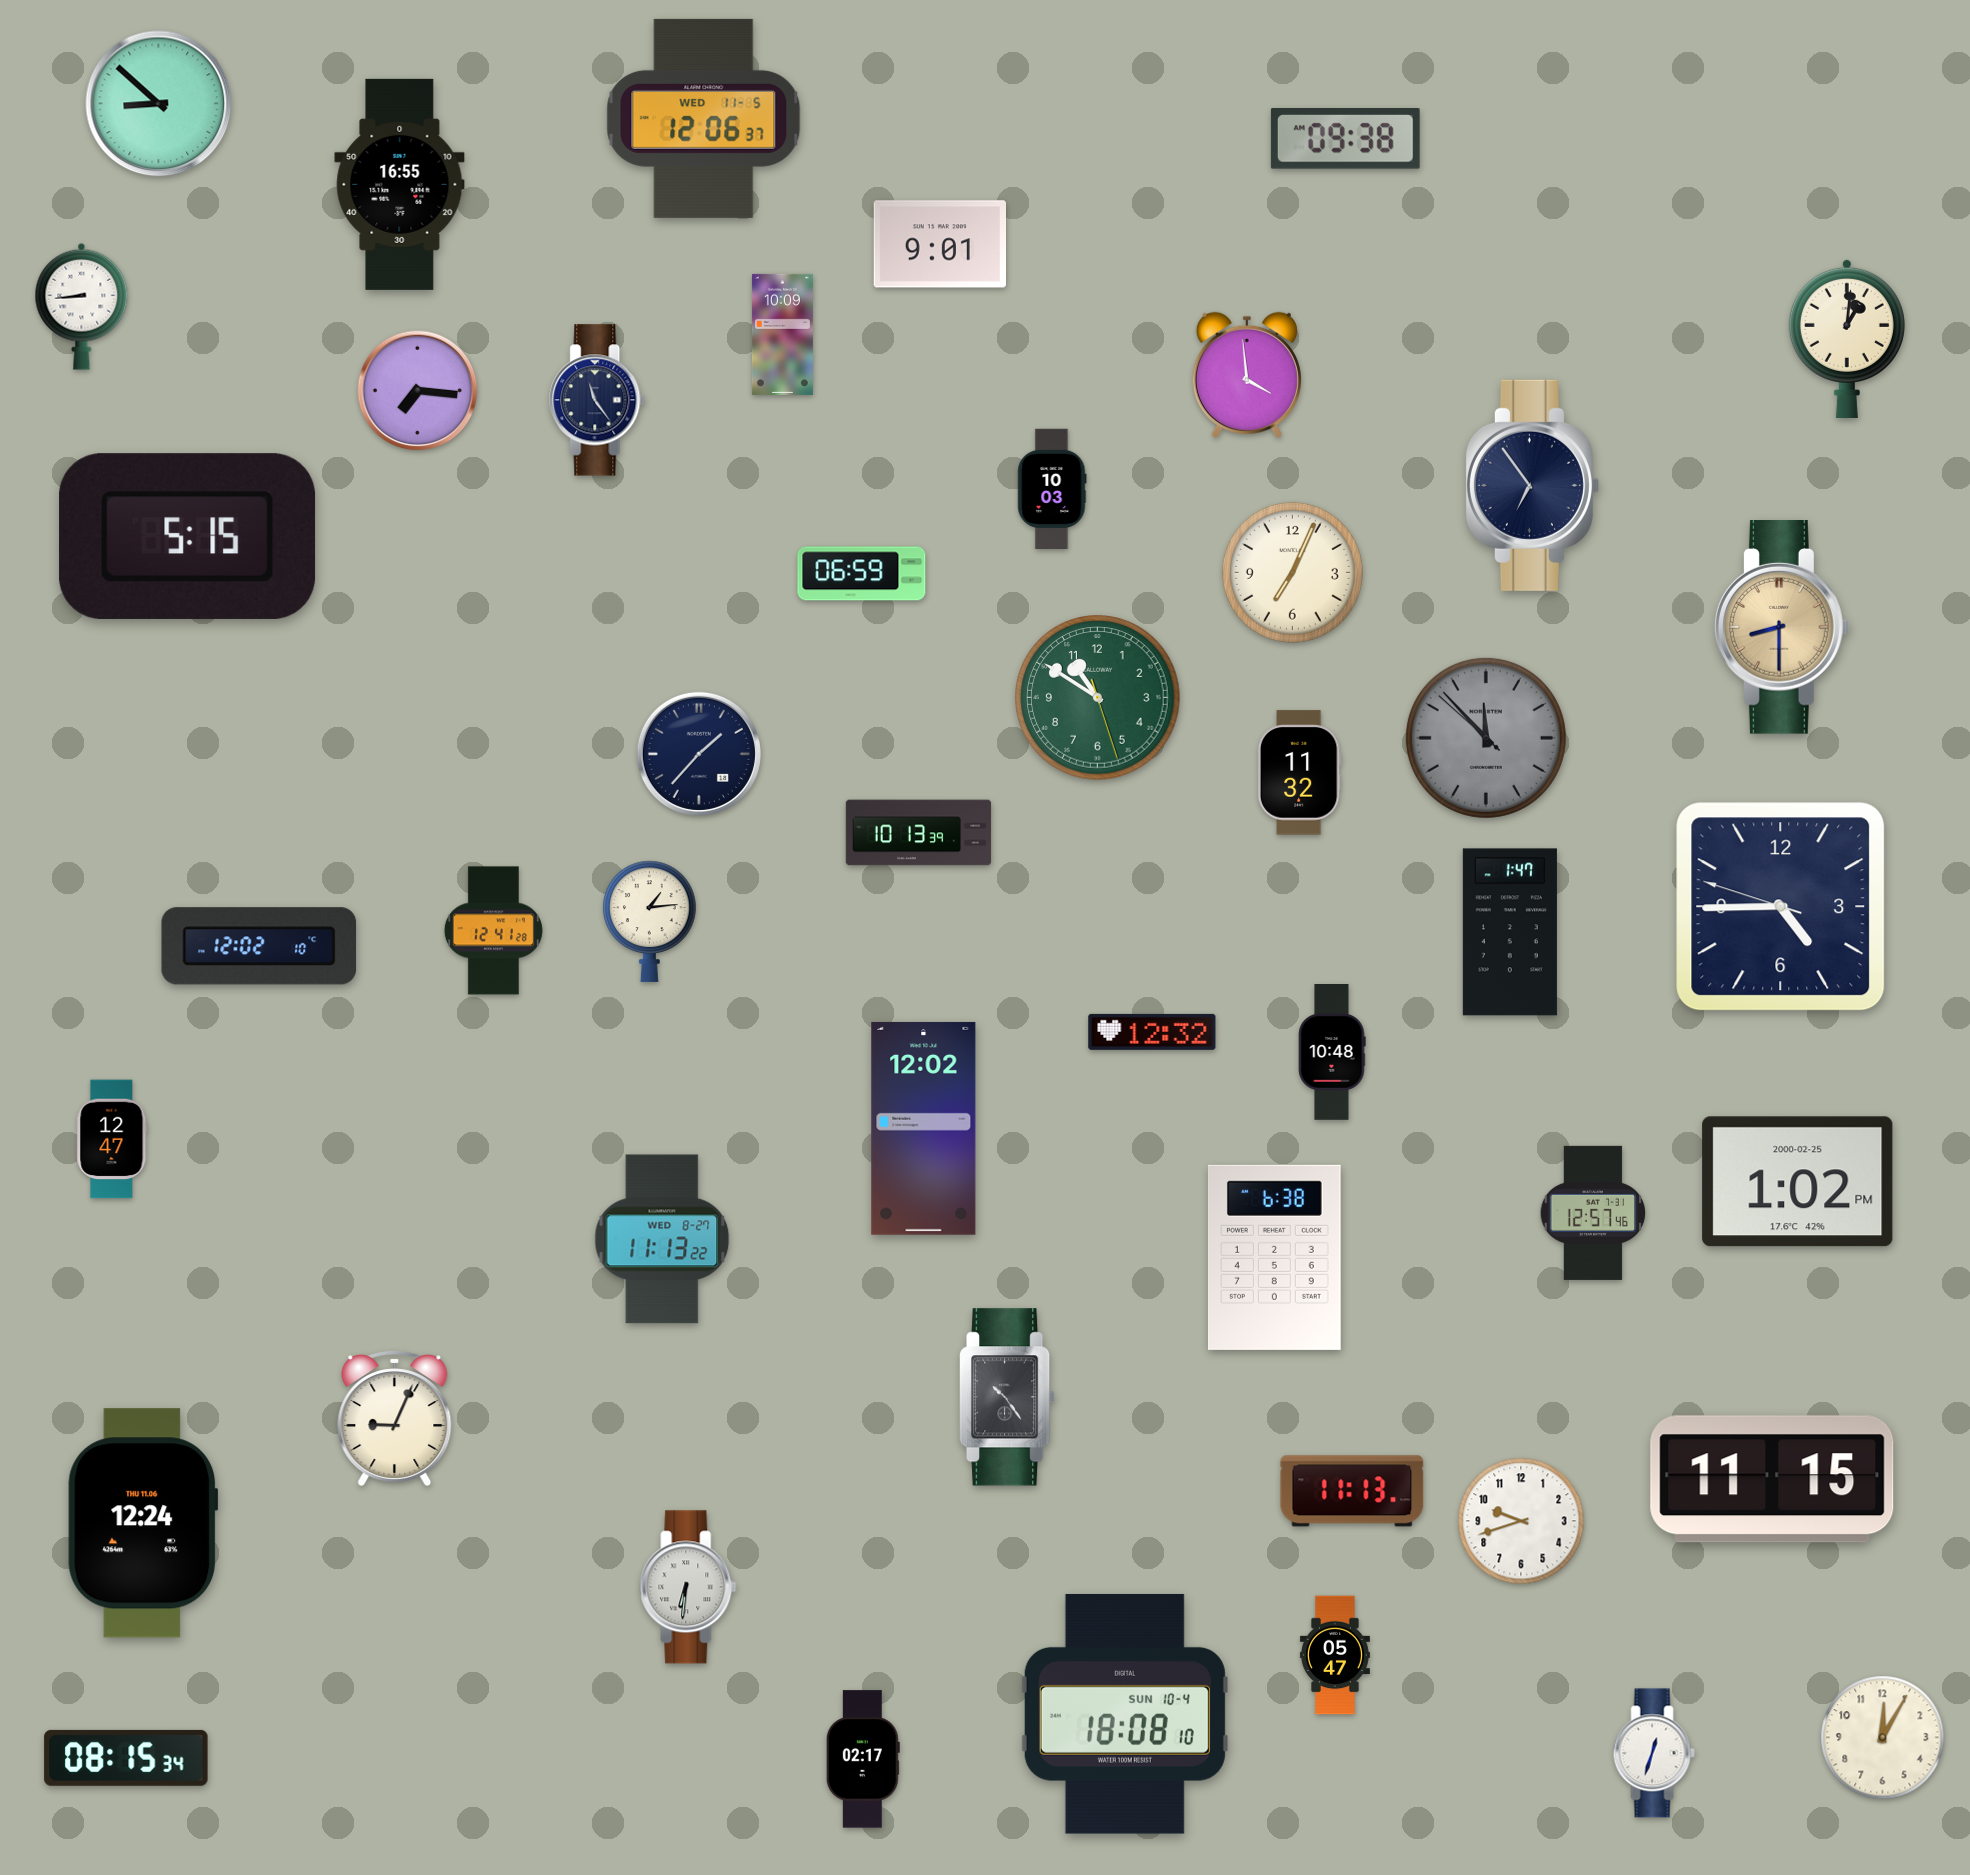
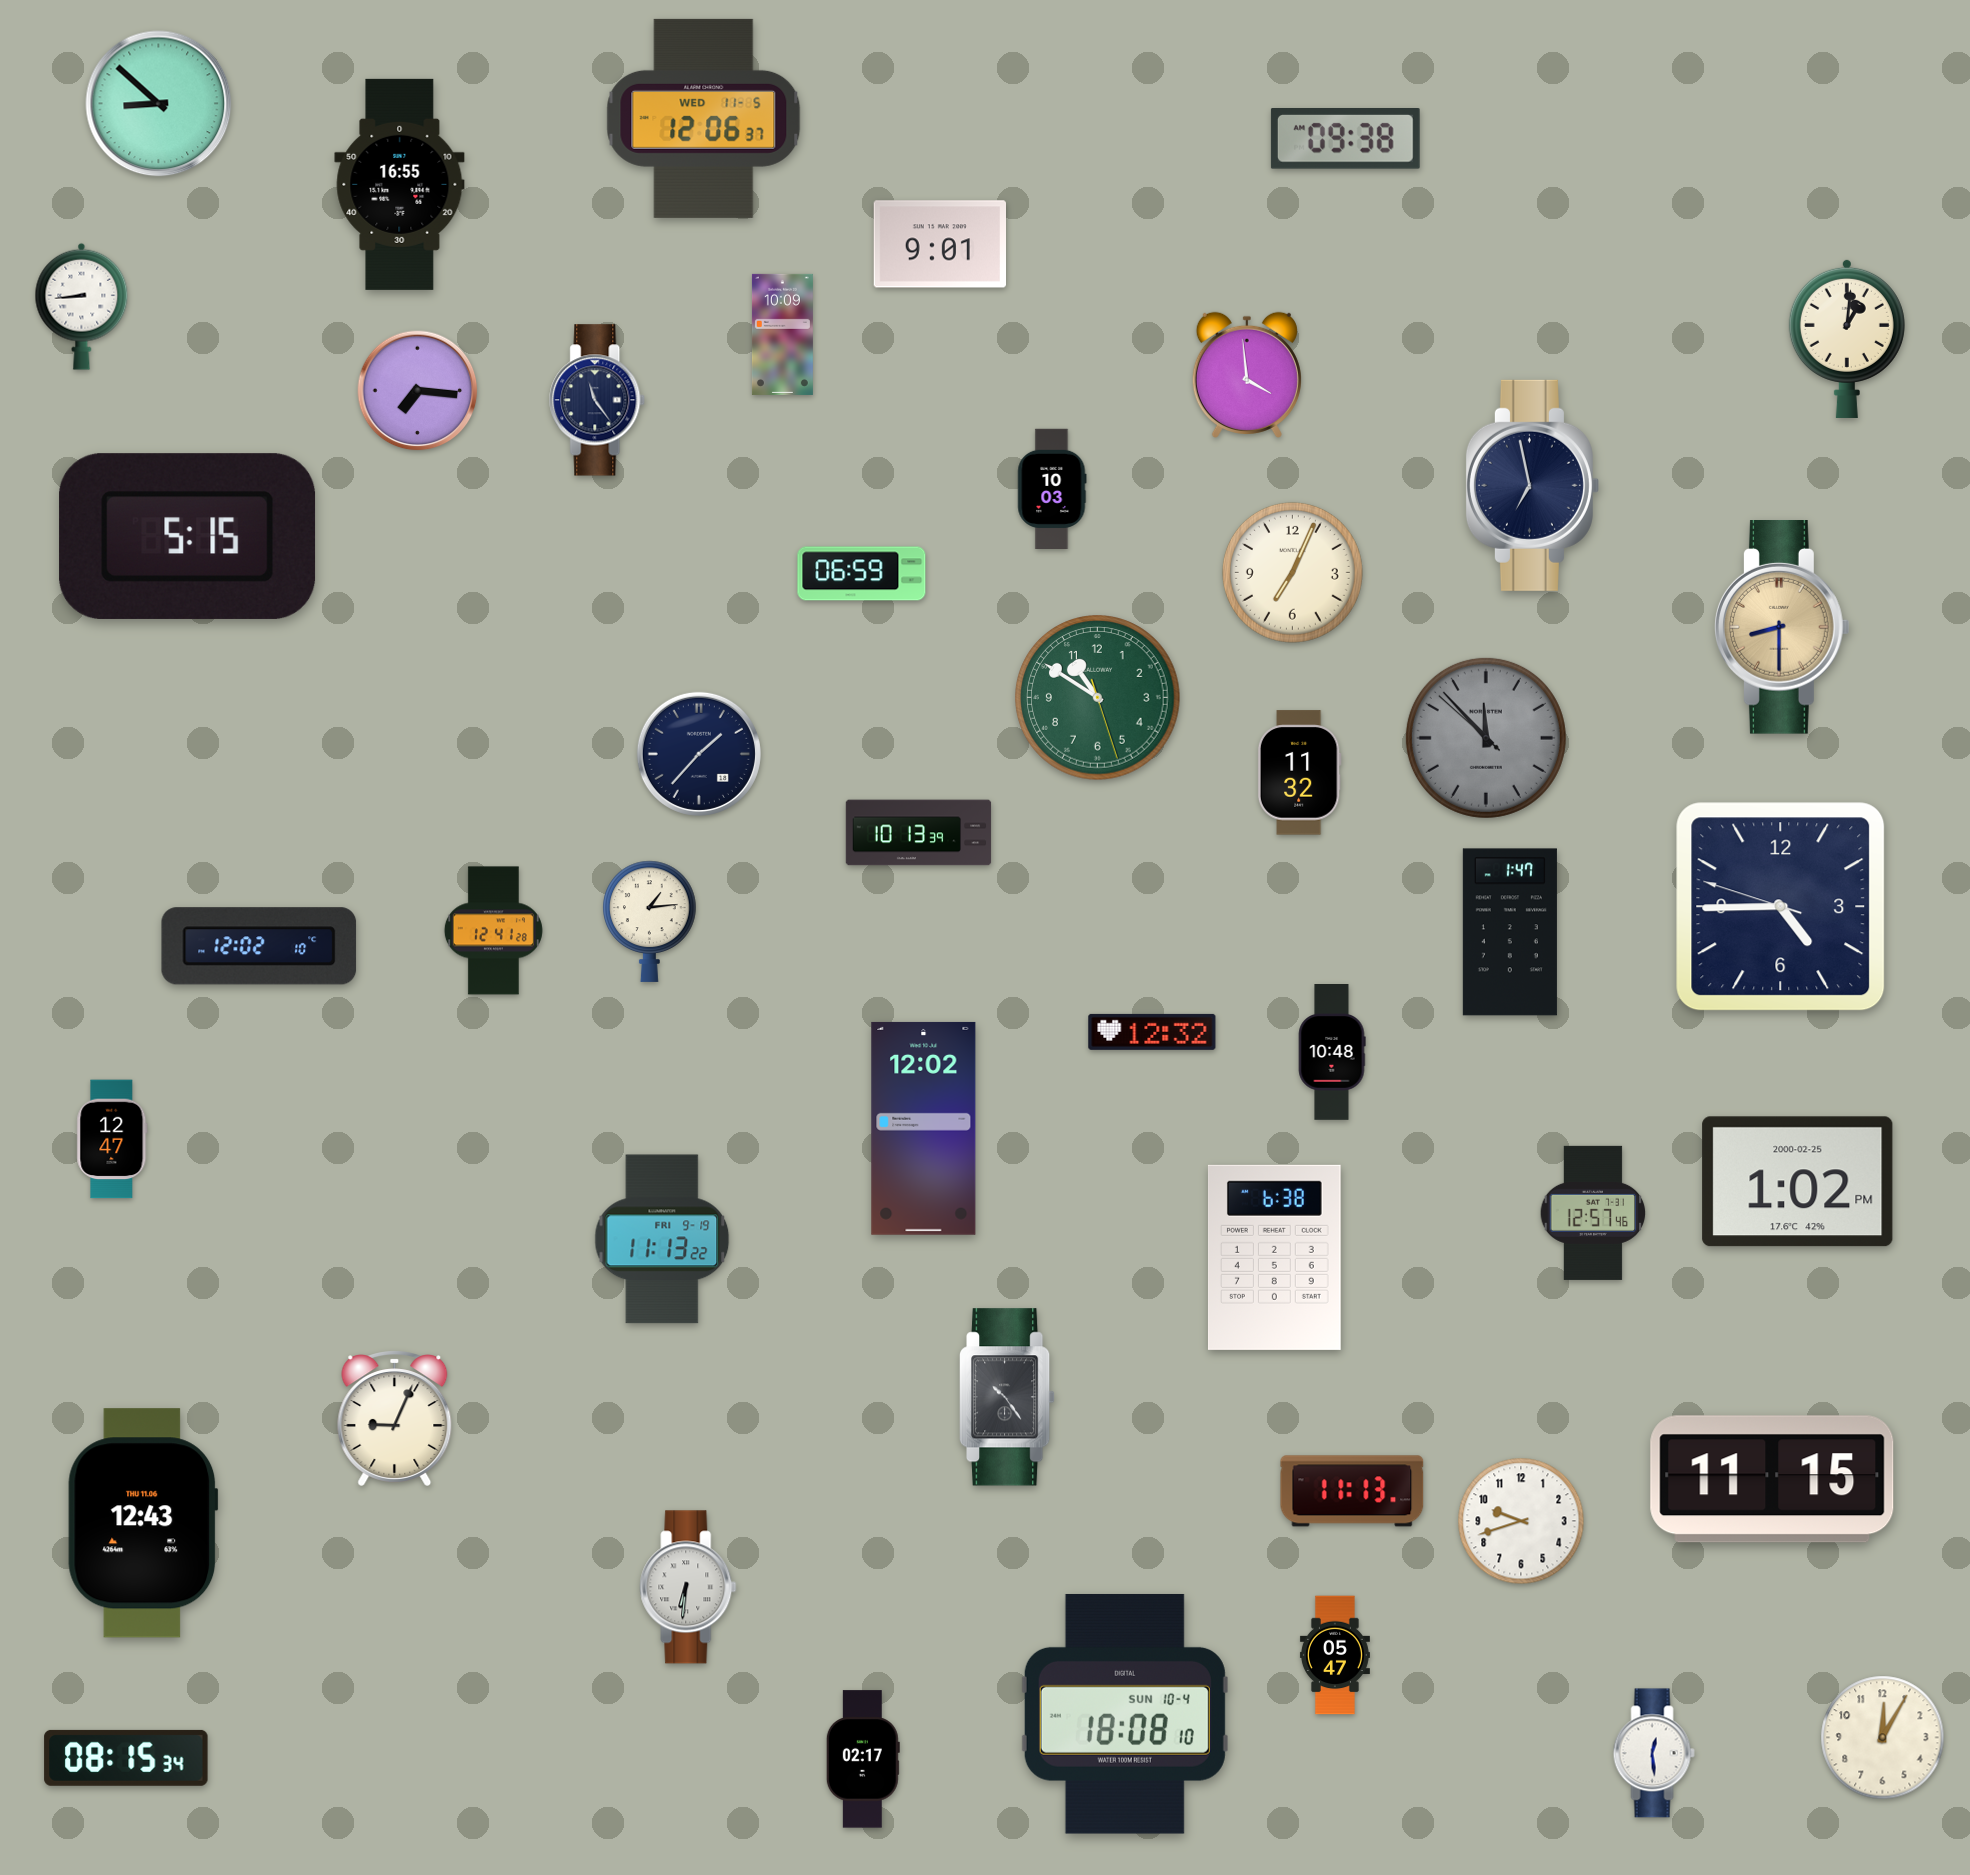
clock at (1532, 485): 6:54 -> 6:58
clock at (662, 1239) date: WED 8-27 -> FRI 9-19
clock at (143, 1523): 12:24 -> 12:43
clock at (1654, 1753): 12:33 -> 12:29
